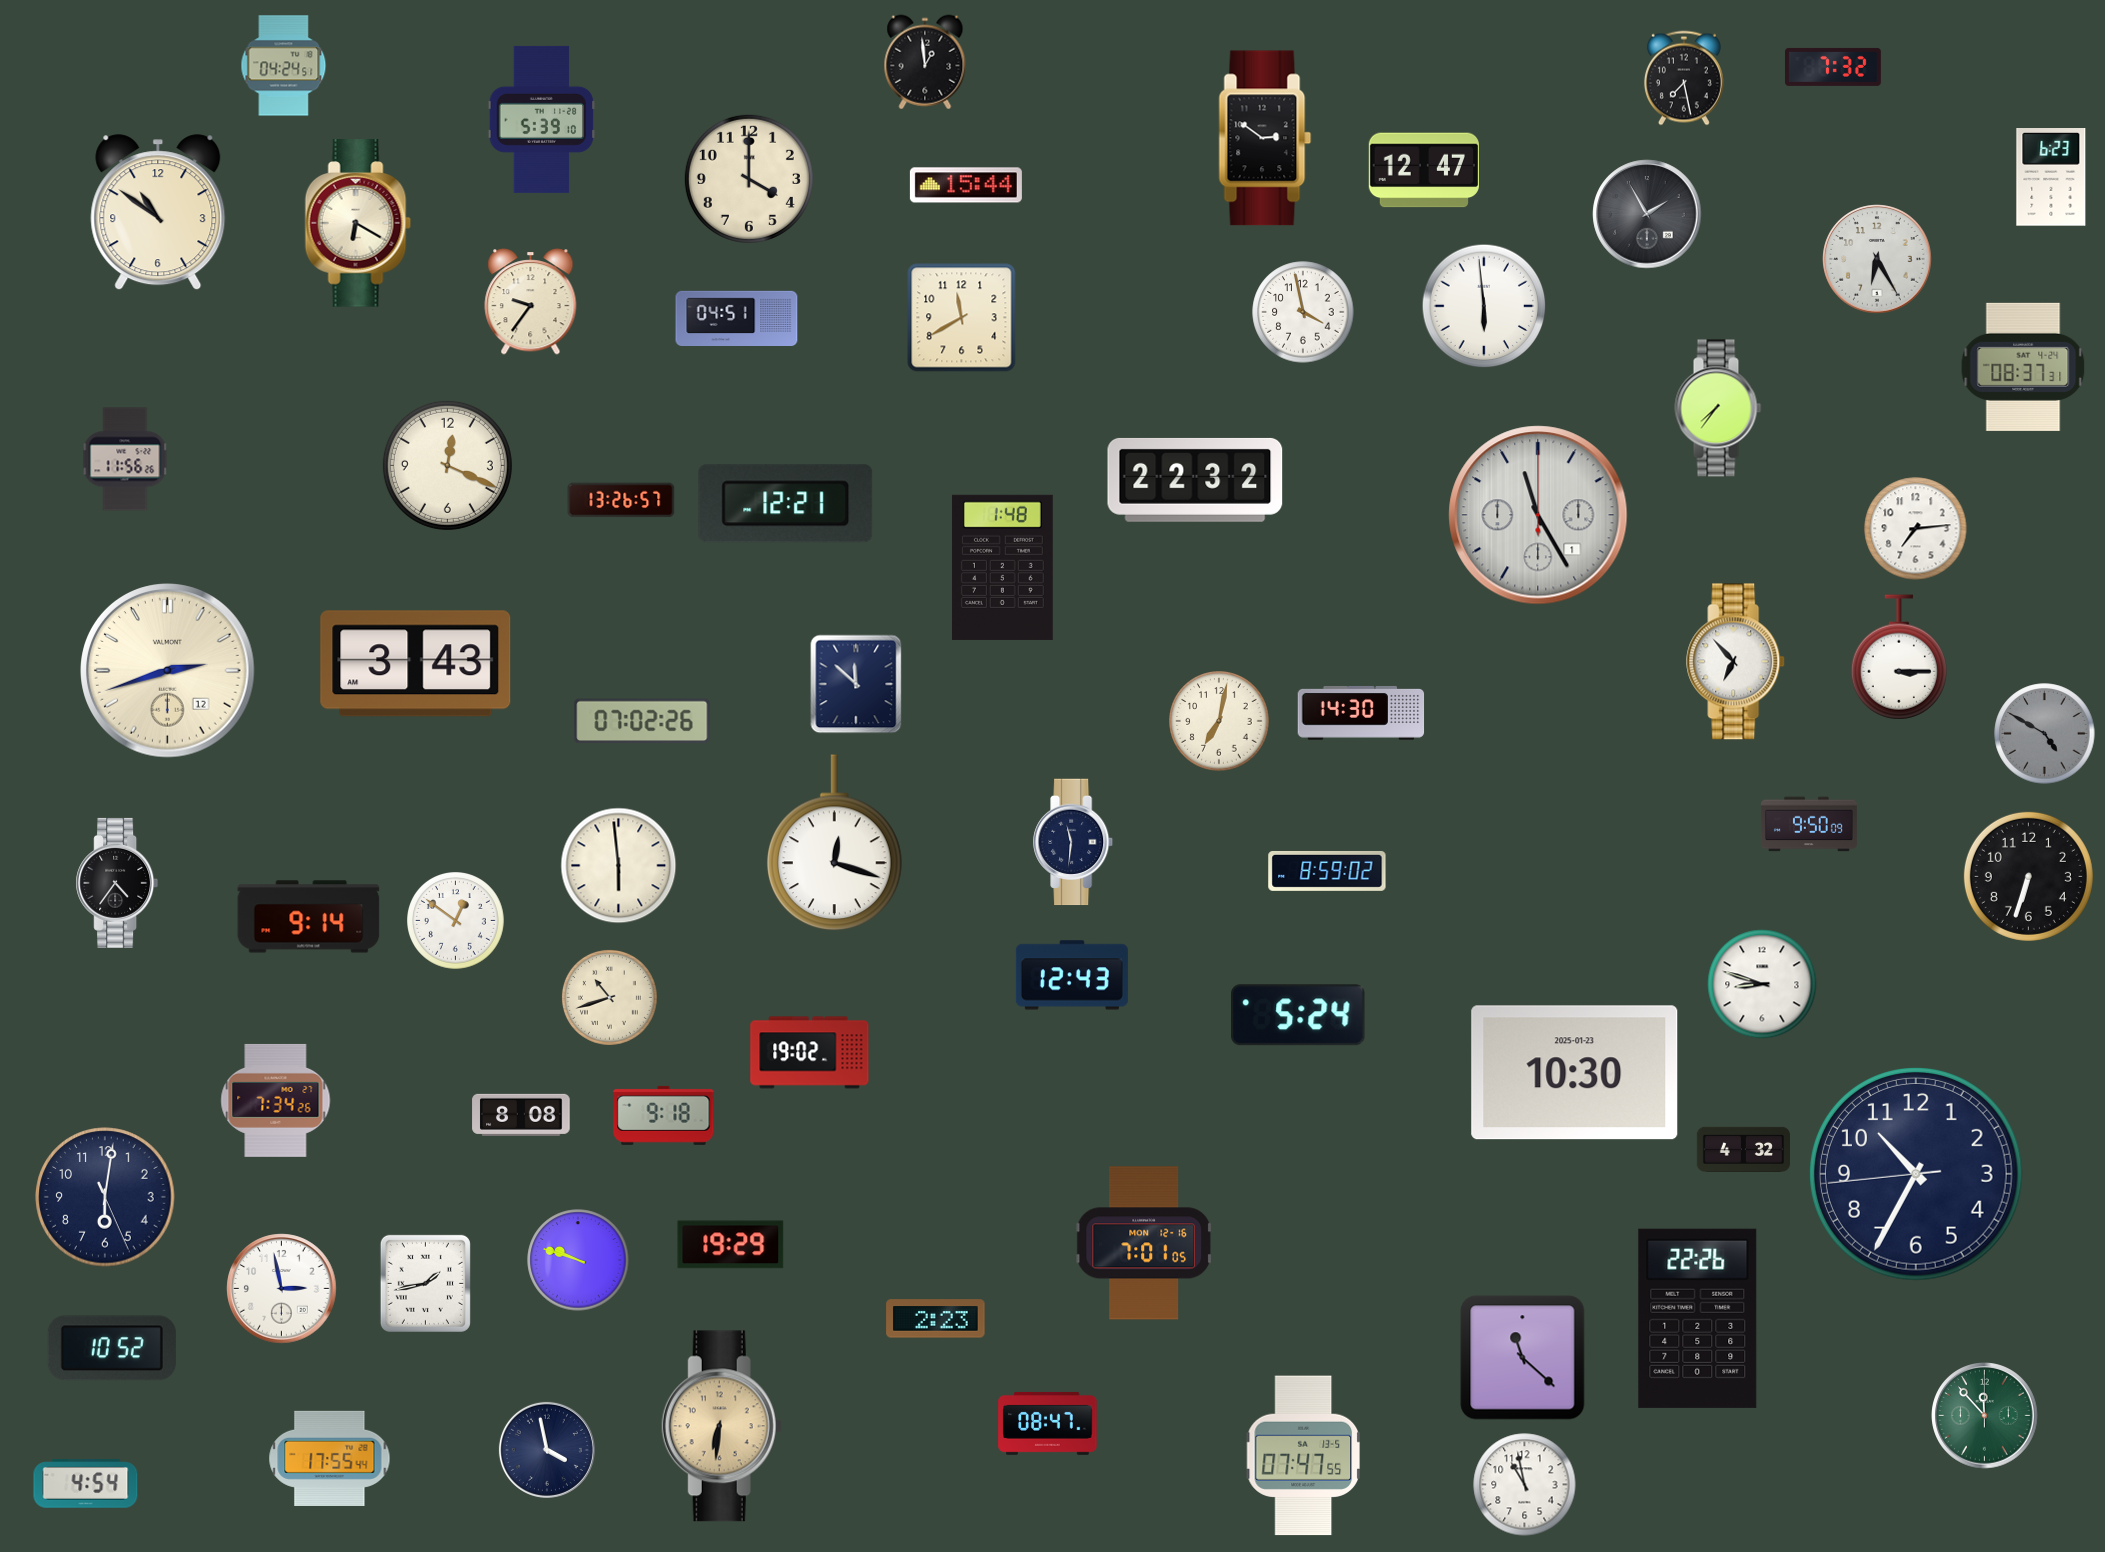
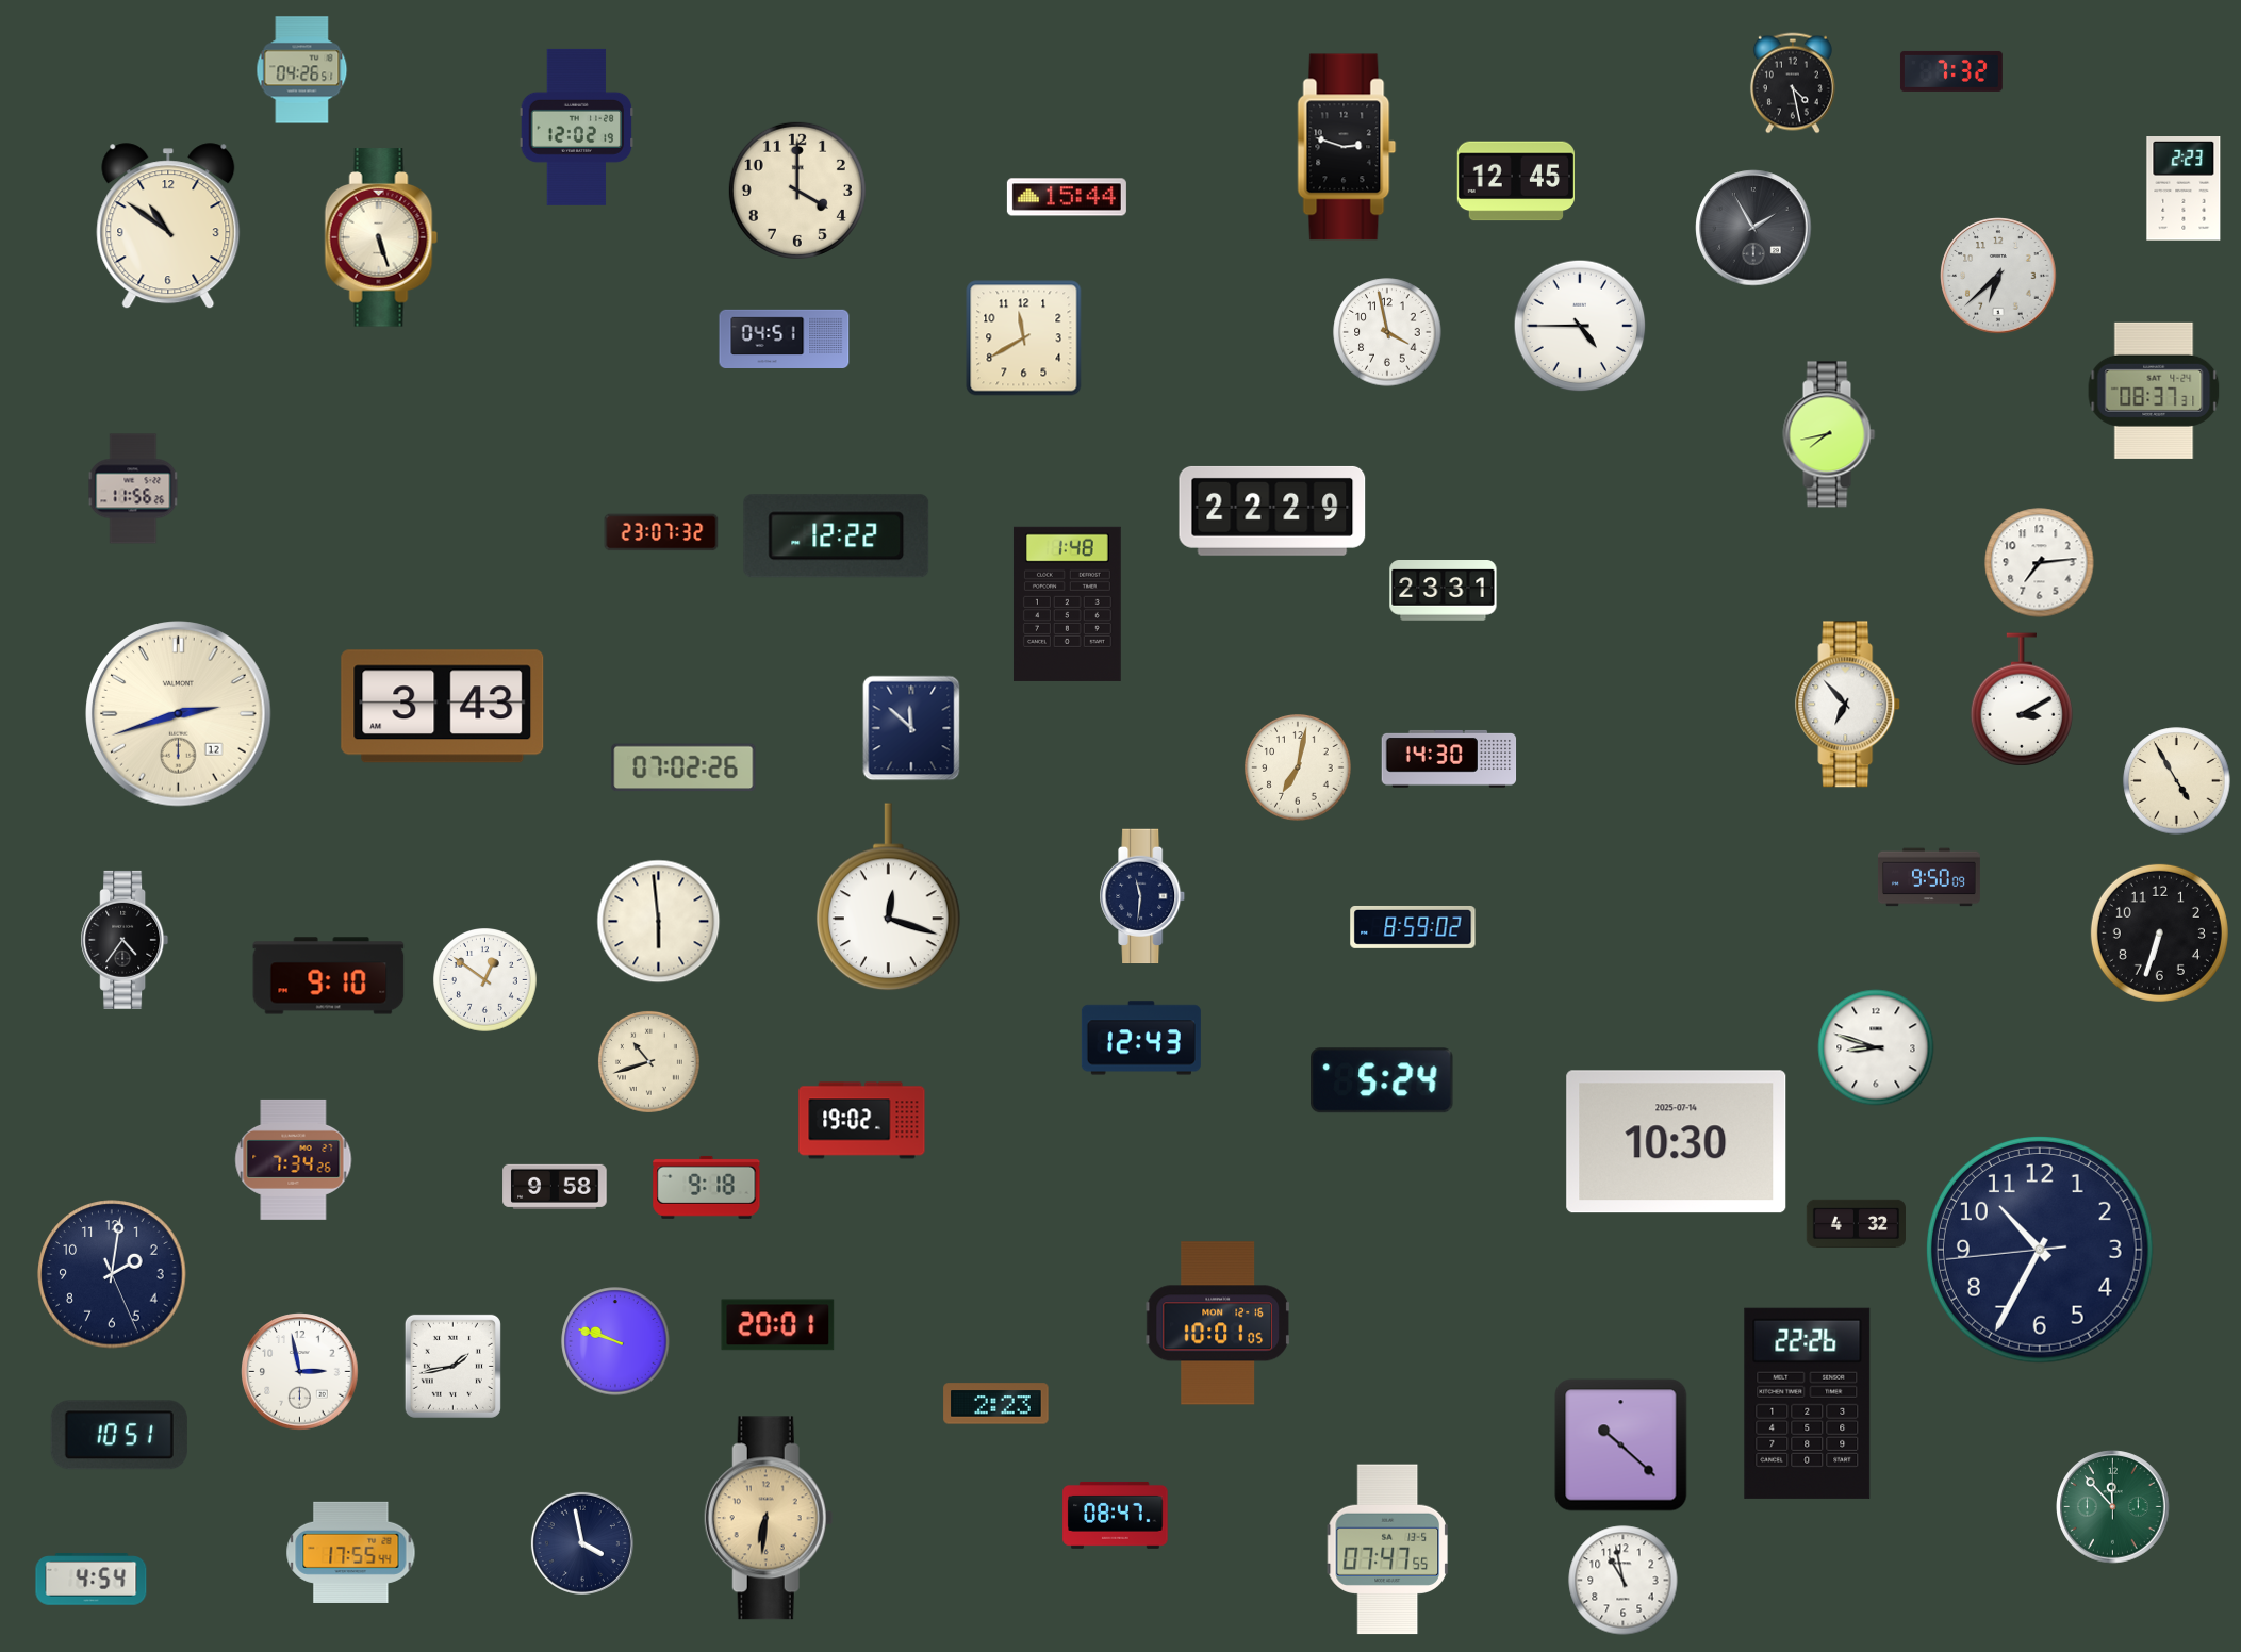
clock at (925, 62): 12:59 -> none
clock at (284, 66): 04:24 -> 04:26
clock at (1684, 78): 7:28 -> 4:28
clock at (542, 119): 5:39 -> 12:02
clock at (1265, 138): 2:51 -> 2:48
clock at (1423, 170): 12:47 -> 12:45
clock at (2051, 178): 6:23 -> 2:23
clock at (966, 185) position: (966, 185) -> (1067, 197)
clock at (358, 223): 6:20 -> 5:27
clock at (1877, 259): 6:25 -> 6:38
clock at (531, 302): 9:36 -> none
clock at (1484, 306): 5:59 -> 4:45
clock at (1718, 408): 7:36 -> 7:43
clock at (447, 465): 12:19 -> none
clock at (1195, 480): 22:32 -> 22:29
clock at (621, 500): 13:26 -> 23:07
clock at (786, 504): 12:21 -> 12:22
clock at (1538, 515): 11:25 -> none
clock at (1444, 591): none -> 23:31
clock at (1899, 657): 3:15 -> 3:10
clock at (2045, 734): 4:50 -> 4:55
clock at (2045, 734) dial: grey -> cream
clock at (1809, 824) position: (1809, 824) -> (1929, 877)
clock at (309, 917): 9:14 -> 9:10
clock at (1575, 1073) date: 2025-01-23 -> 2025-07-14
clock at (276, 1100) position: (276, 1100) -> (294, 1159)
clock at (521, 1115): 8:08 -> 9:58
clock at (105, 1197): 6:01 -> 2:01
clock at (1144, 1243): 7:01 -> 10:01
clock at (731, 1245): 19:29 -> 20:01
clock at (112, 1348): 10:52 -> 10:51
clock at (1523, 1358): 11:22 -> 10:22
